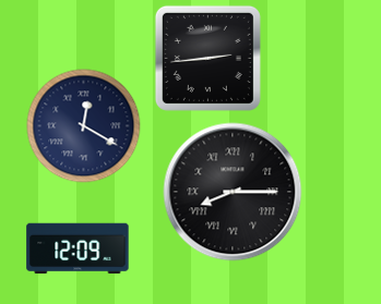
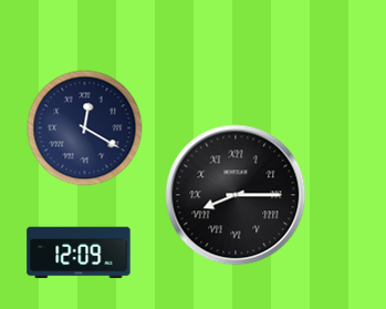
clock at (207, 58): 2:44 -> none
